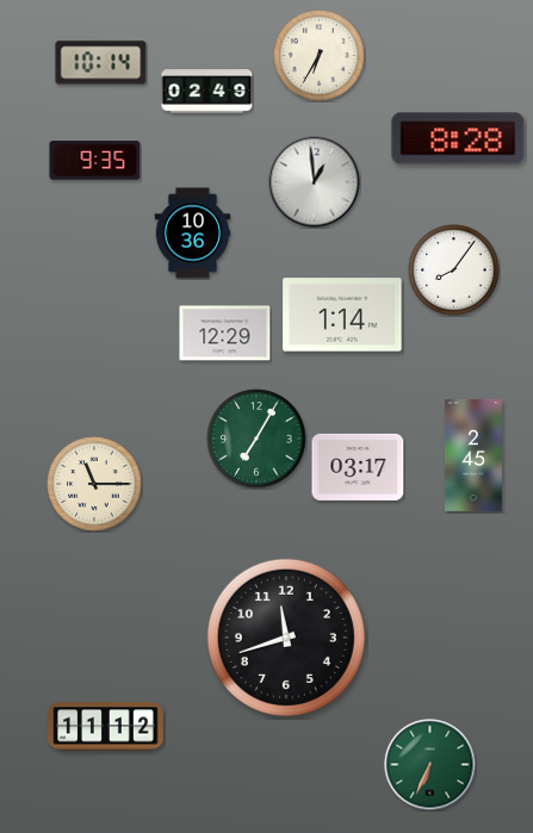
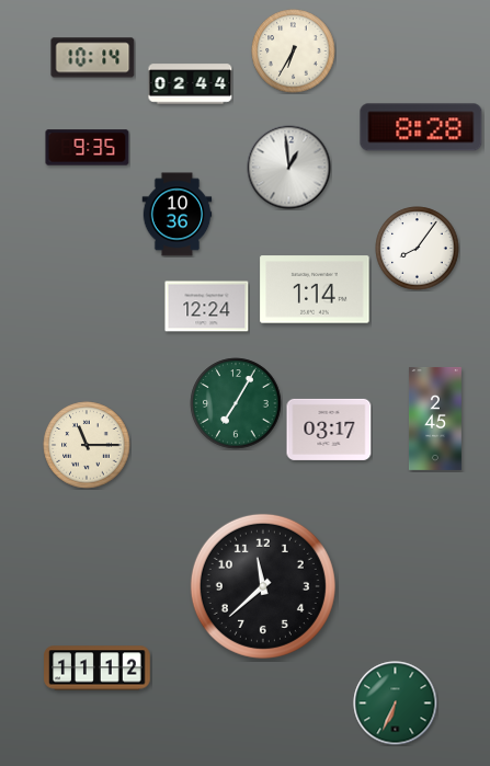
clock at (207, 92): 02:49 -> 02:44
clock at (225, 334): 12:29 -> 12:24
clock at (286, 638): 11:42 -> 11:38
